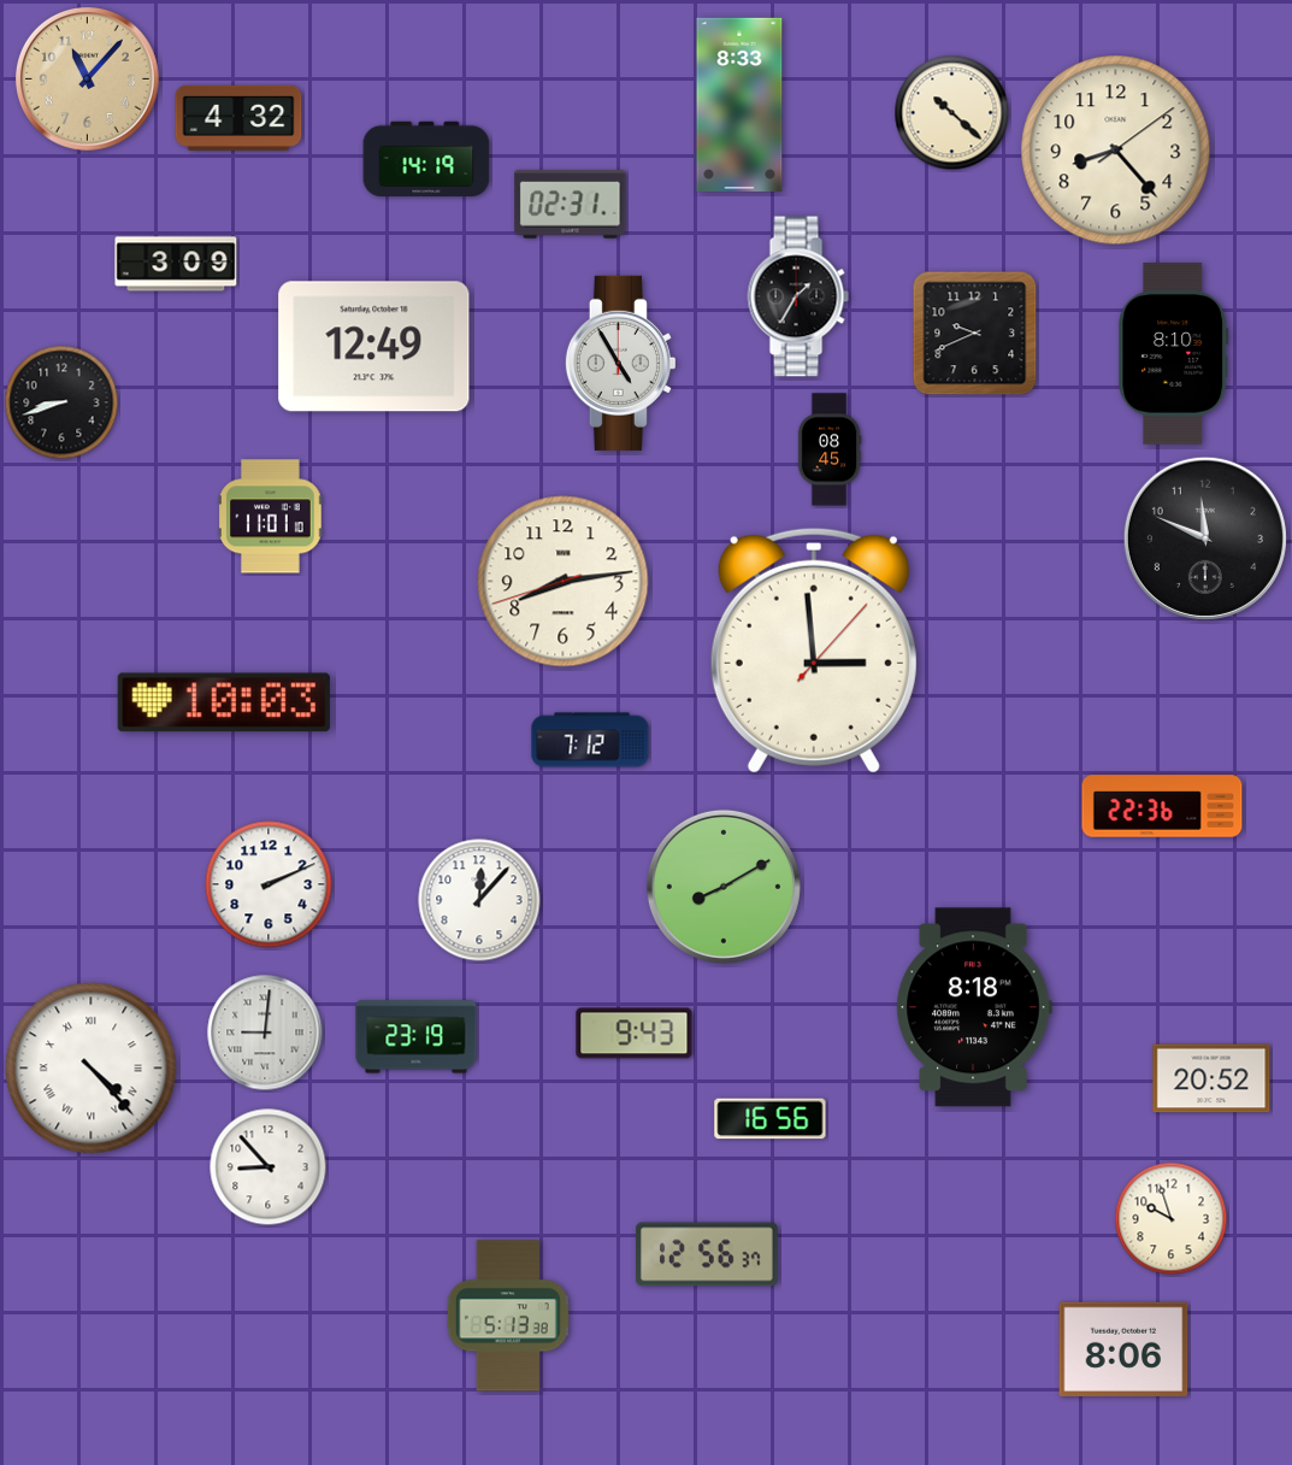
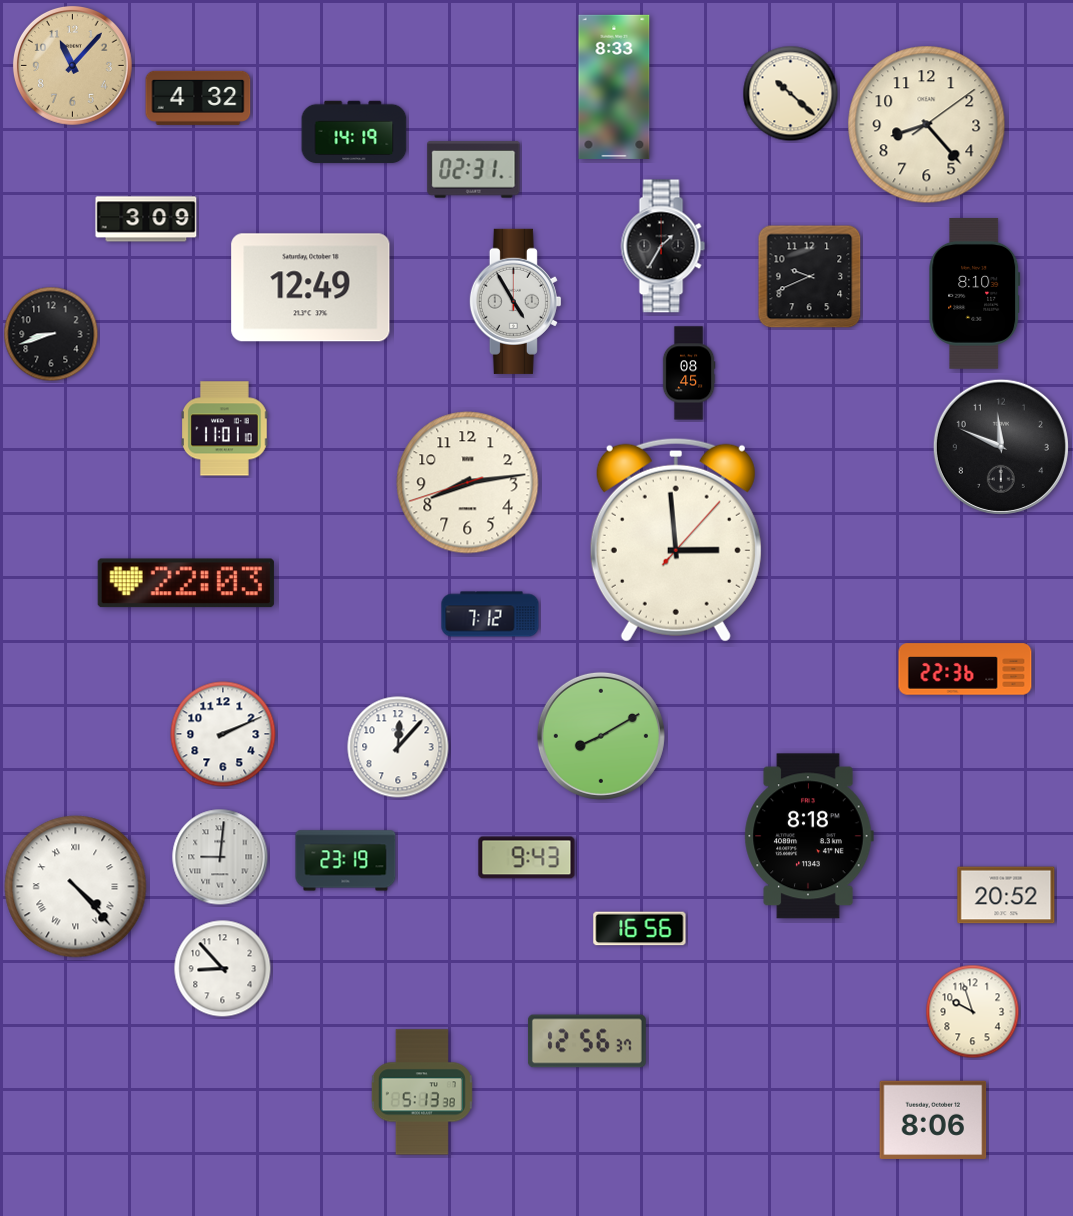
clock at (224, 702): 10:03 -> 22:03
